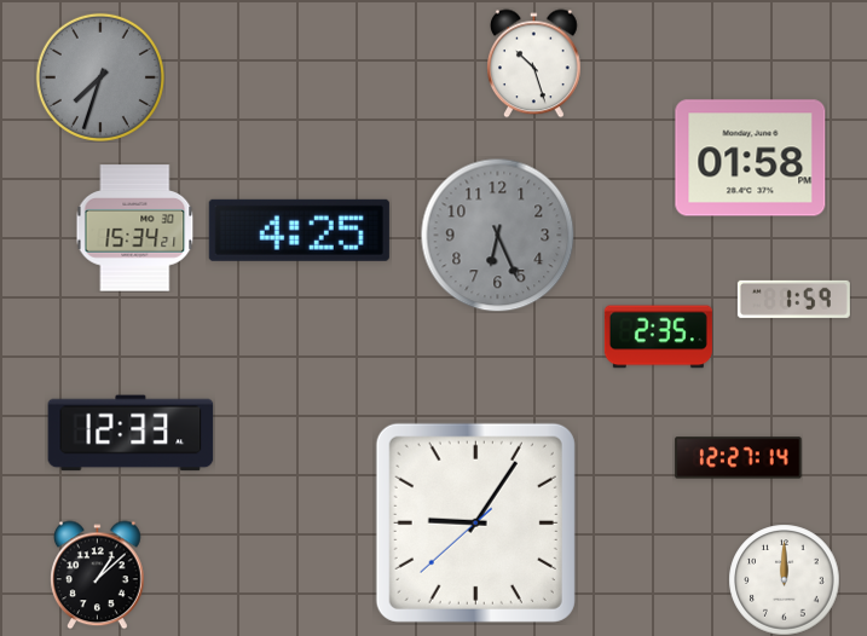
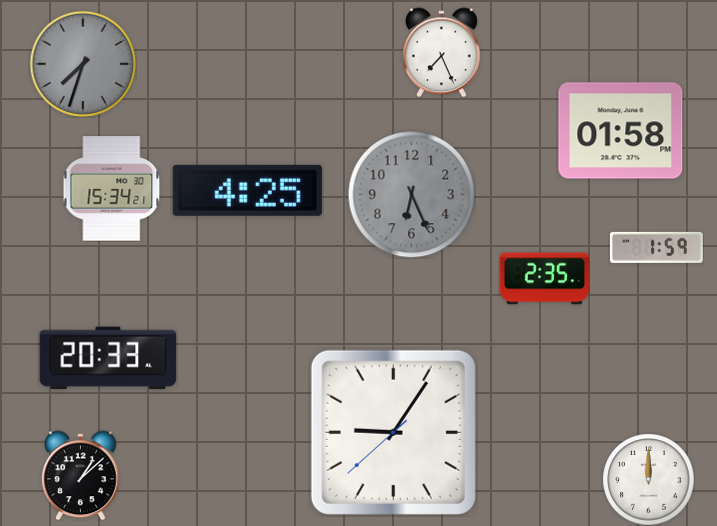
clock at (534, 63): 10:27 -> 7:26
clock at (131, 433): 12:33 -> 20:33
clock at (739, 458): 12:27 -> none
